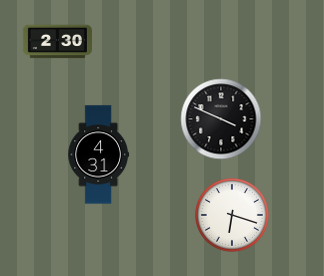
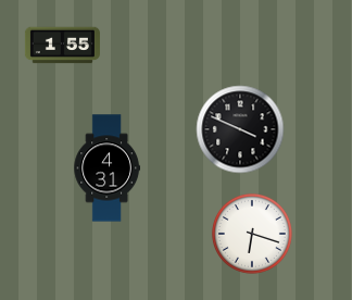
clock at (57, 42): 2:30 -> 1:55
